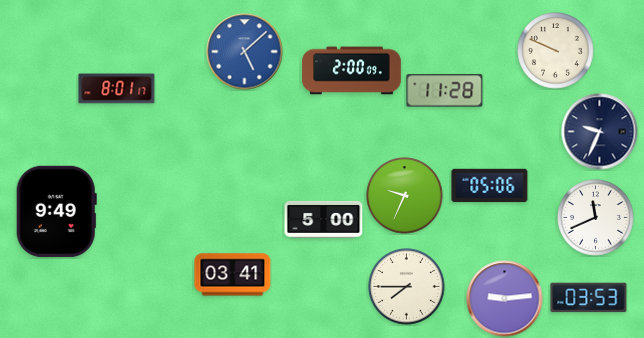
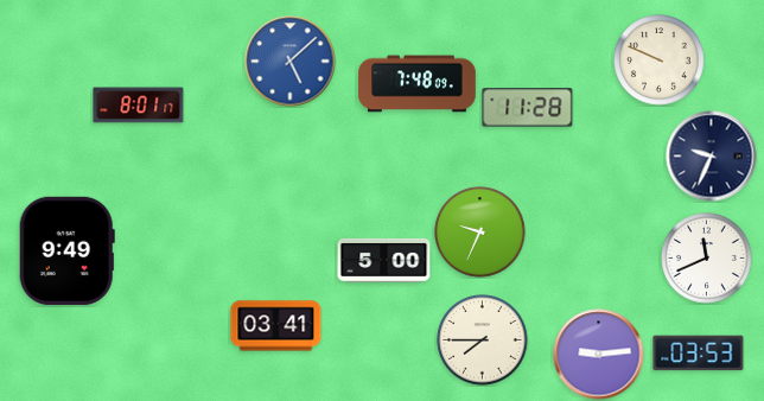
clock at (352, 71): 2:00 -> 7:48
clock at (490, 186): 05:06 -> none
